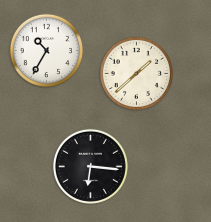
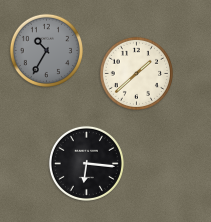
clock at (46, 50) dial: white -> grey
clock at (90, 166) position: (90, 166) -> (86, 163)
